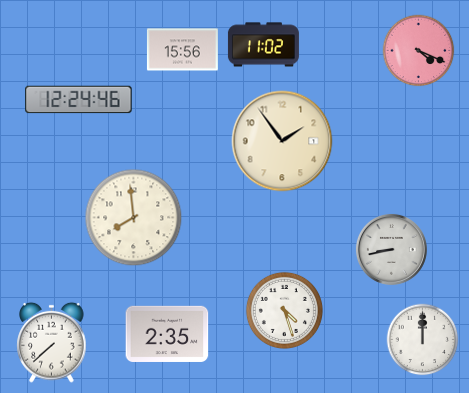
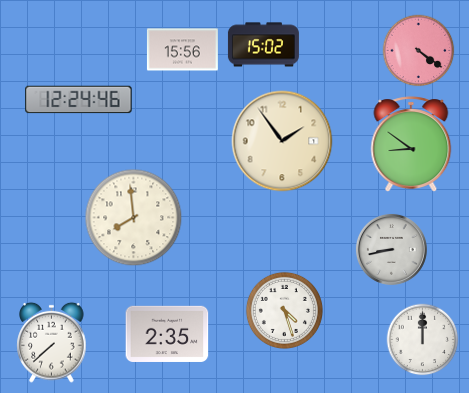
clock at (263, 45): 11:02 -> 15:02
clock at (419, 51): 4:19 -> 4:21
clock at (411, 144): none -> 8:51
